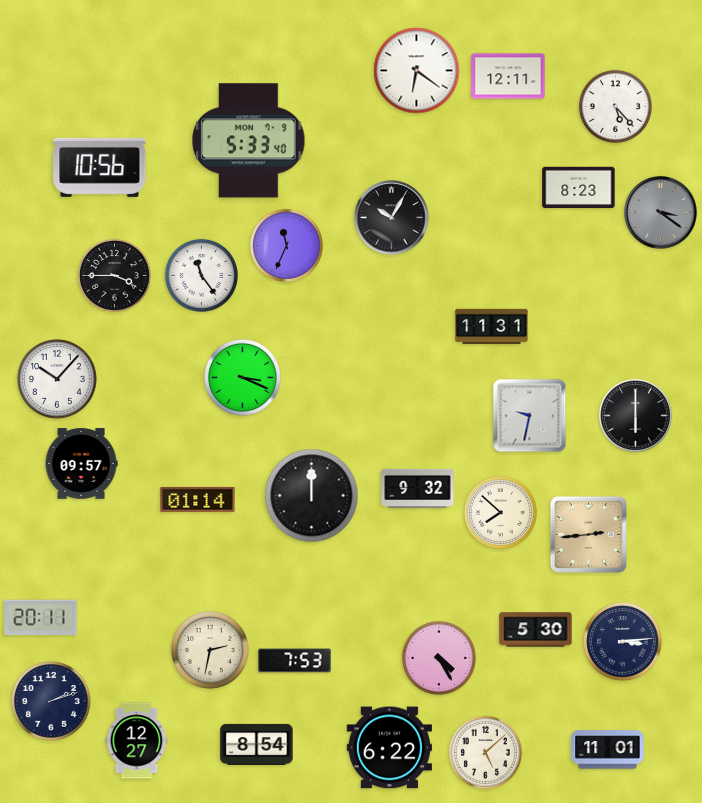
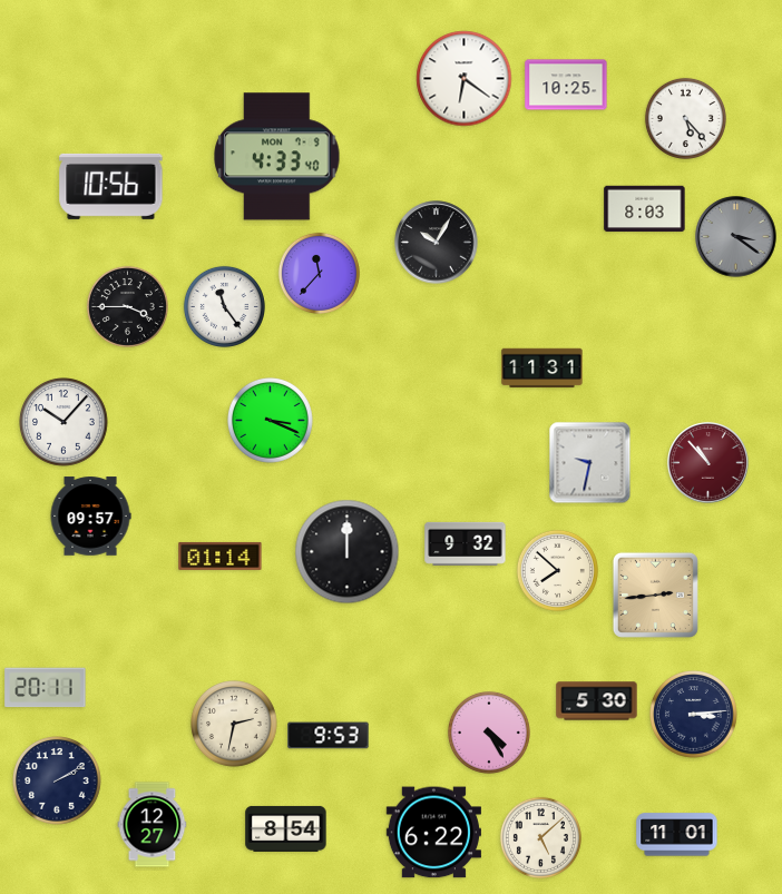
clock at (508, 76): 12:11 -> 10:25
clock at (249, 141): 5:33 -> 4:33
clock at (579, 188): 8:23 -> 8:03
clock at (286, 245): 11:34 -> 11:37
clock at (492, 327) position: (492, 327) -> (542, 369)
clock at (636, 416): 6:00 -> 10:53
clock at (636, 416) dial: black -> burgundy
clock at (295, 661): 7:53 -> 9:53
clock at (51, 701): 2:12 -> 2:10
